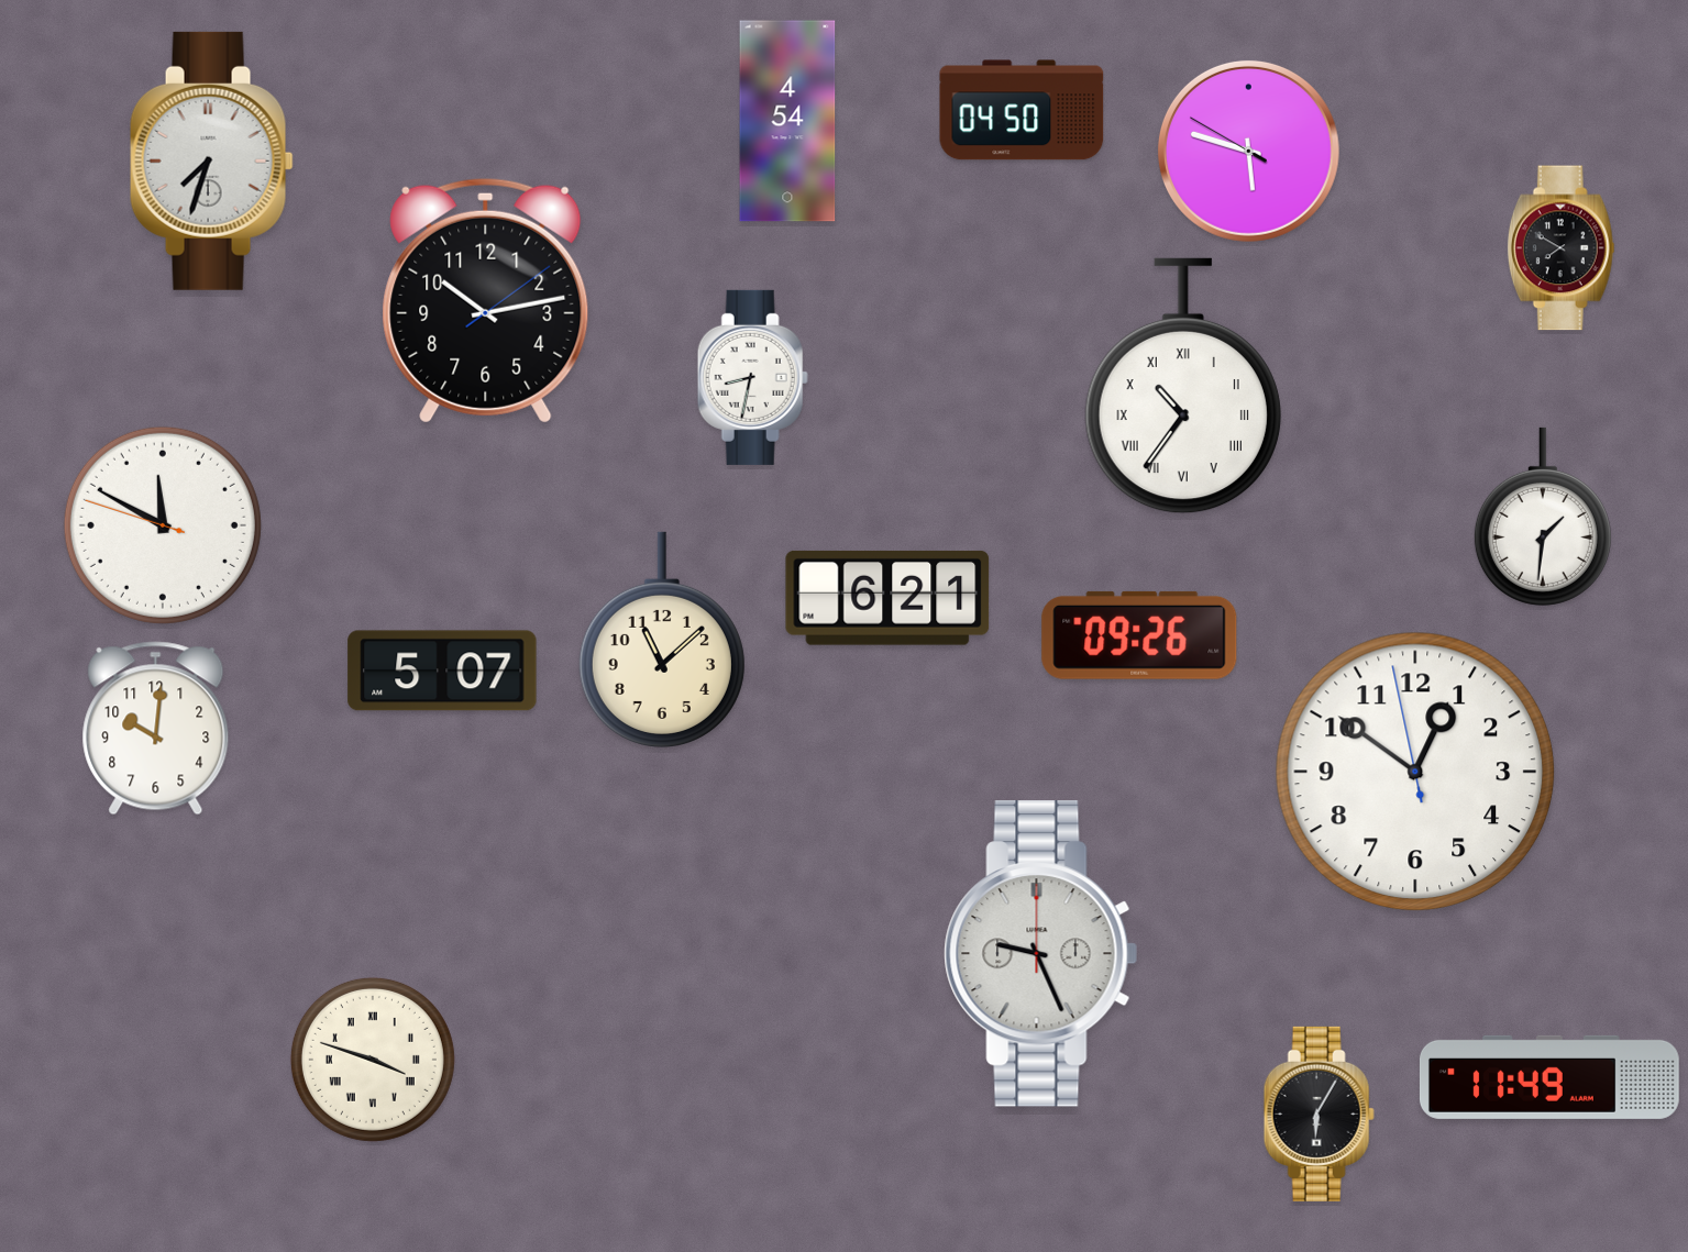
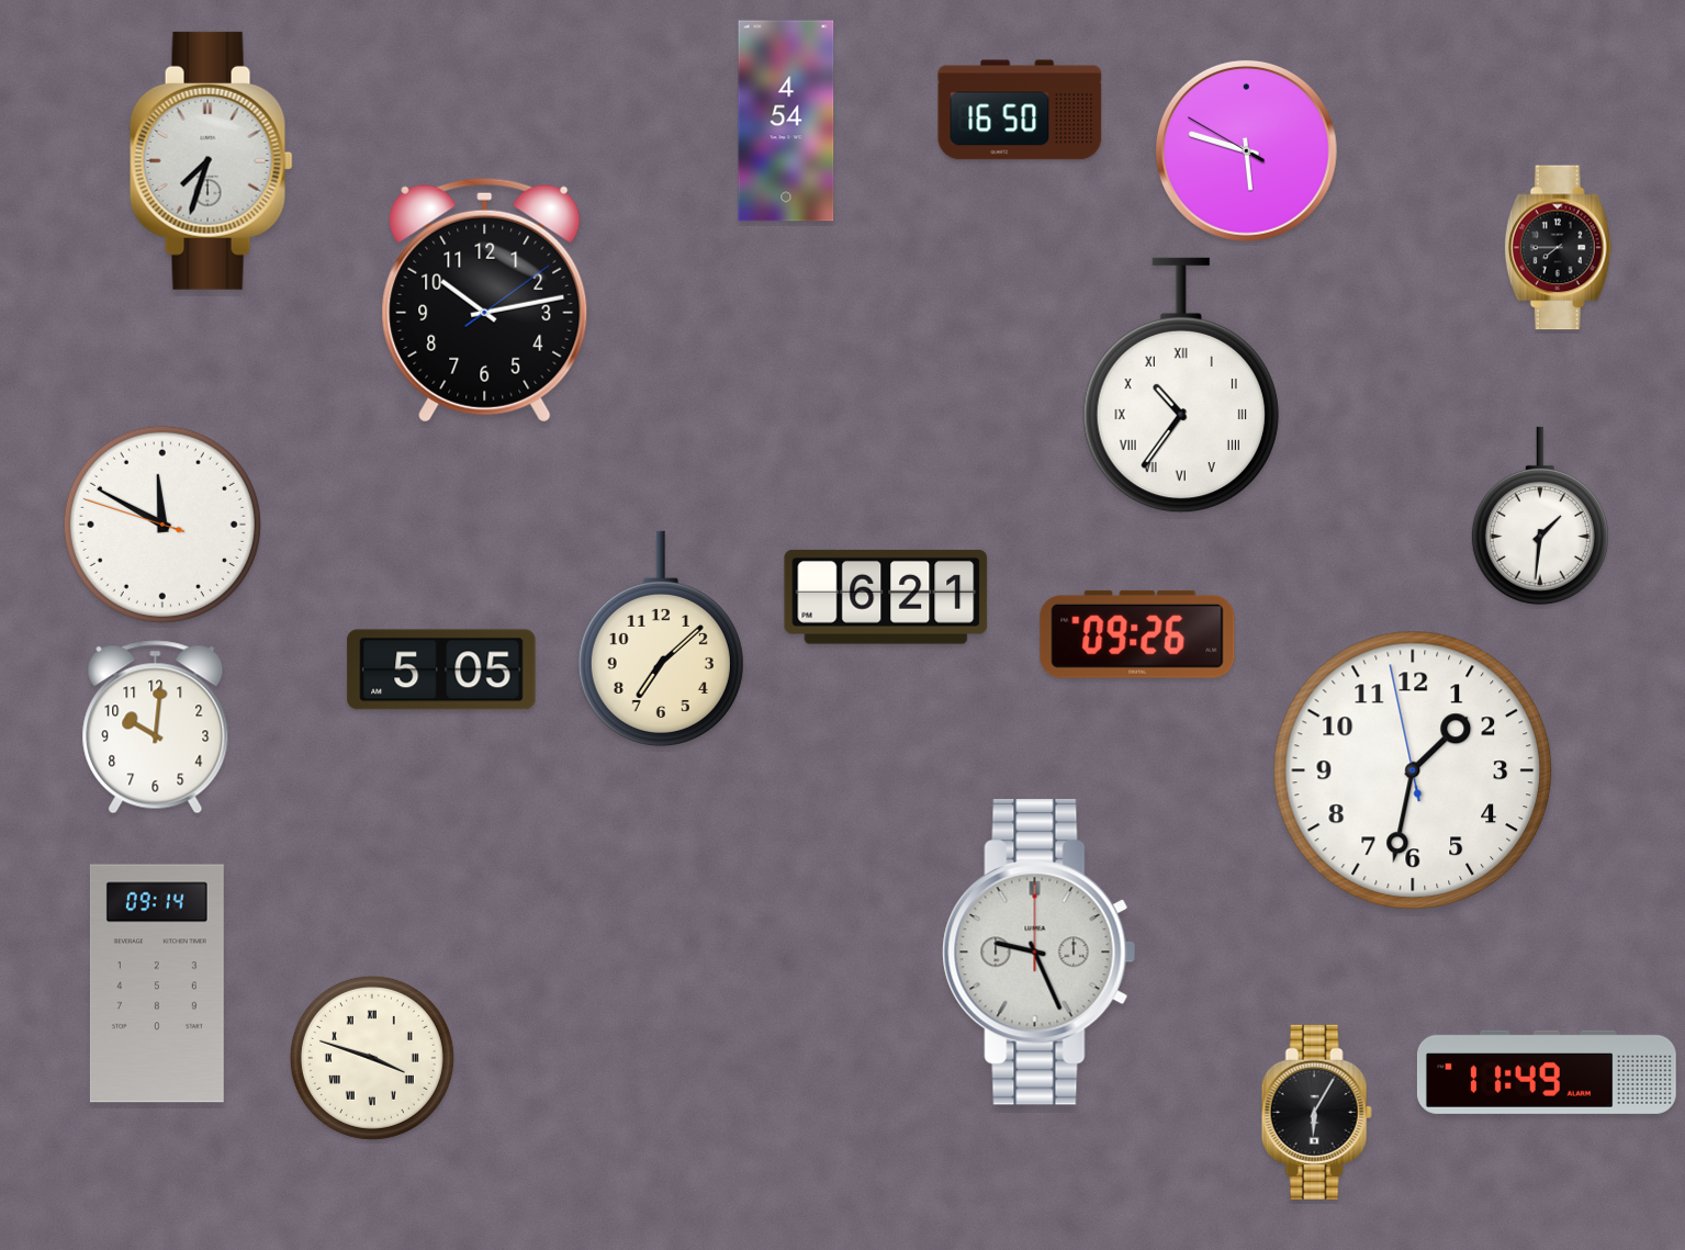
clock at (1022, 110): 04:50 -> 16:50
clock at (1560, 248): 7:50 -> 7:45
clock at (752, 377): 8:32 -> none
clock at (662, 639): 11:08 -> 7:08
clock at (442, 671): 5:07 -> 5:05
clock at (1415, 772): 12:50 -> 1:31
clock at (157, 983): none -> 09:14
clock at (1549, 1077) position: (1549, 1077) -> (1547, 1072)
